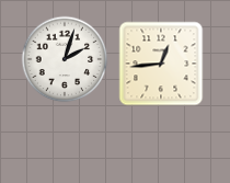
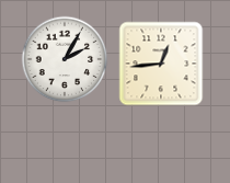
clock at (65, 59): 2:03 -> 2:05
